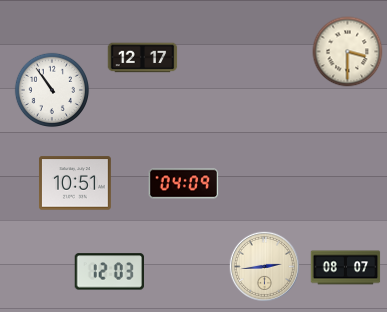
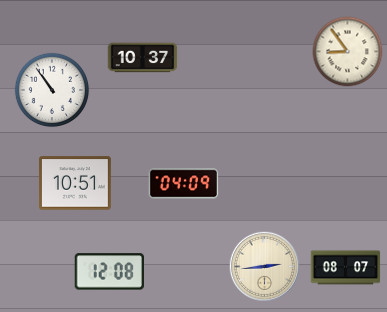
clock at (348, 52): 3:30 -> 8:54
clock at (143, 58): 12:17 -> 10:37
clock at (109, 272): 12:03 -> 12:08
